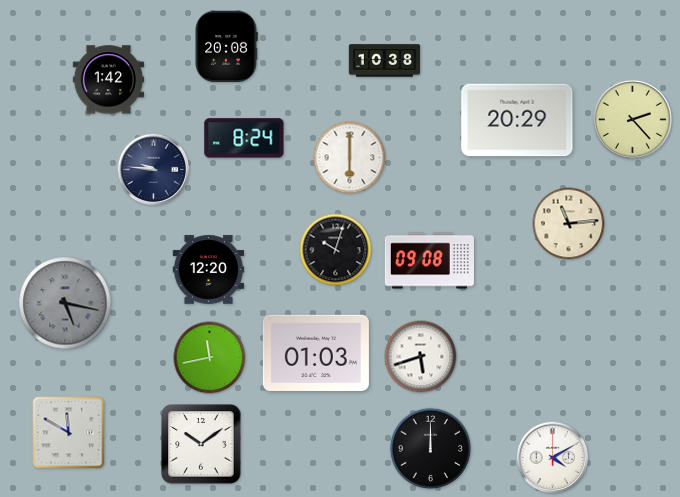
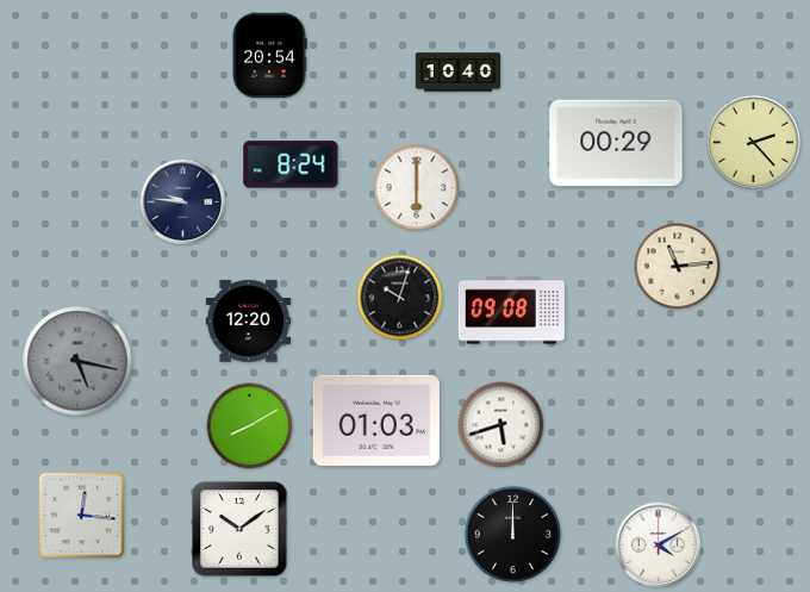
clock at (226, 47): 20:08 -> 20:54
clock at (385, 61): 10:38 -> 10:40
clock at (109, 80): 1:42 -> none
clock at (517, 120): 20:29 -> 00:29
clock at (210, 358): 11:43 -> 8:10
clock at (69, 433): 11:50 -> 12:16
